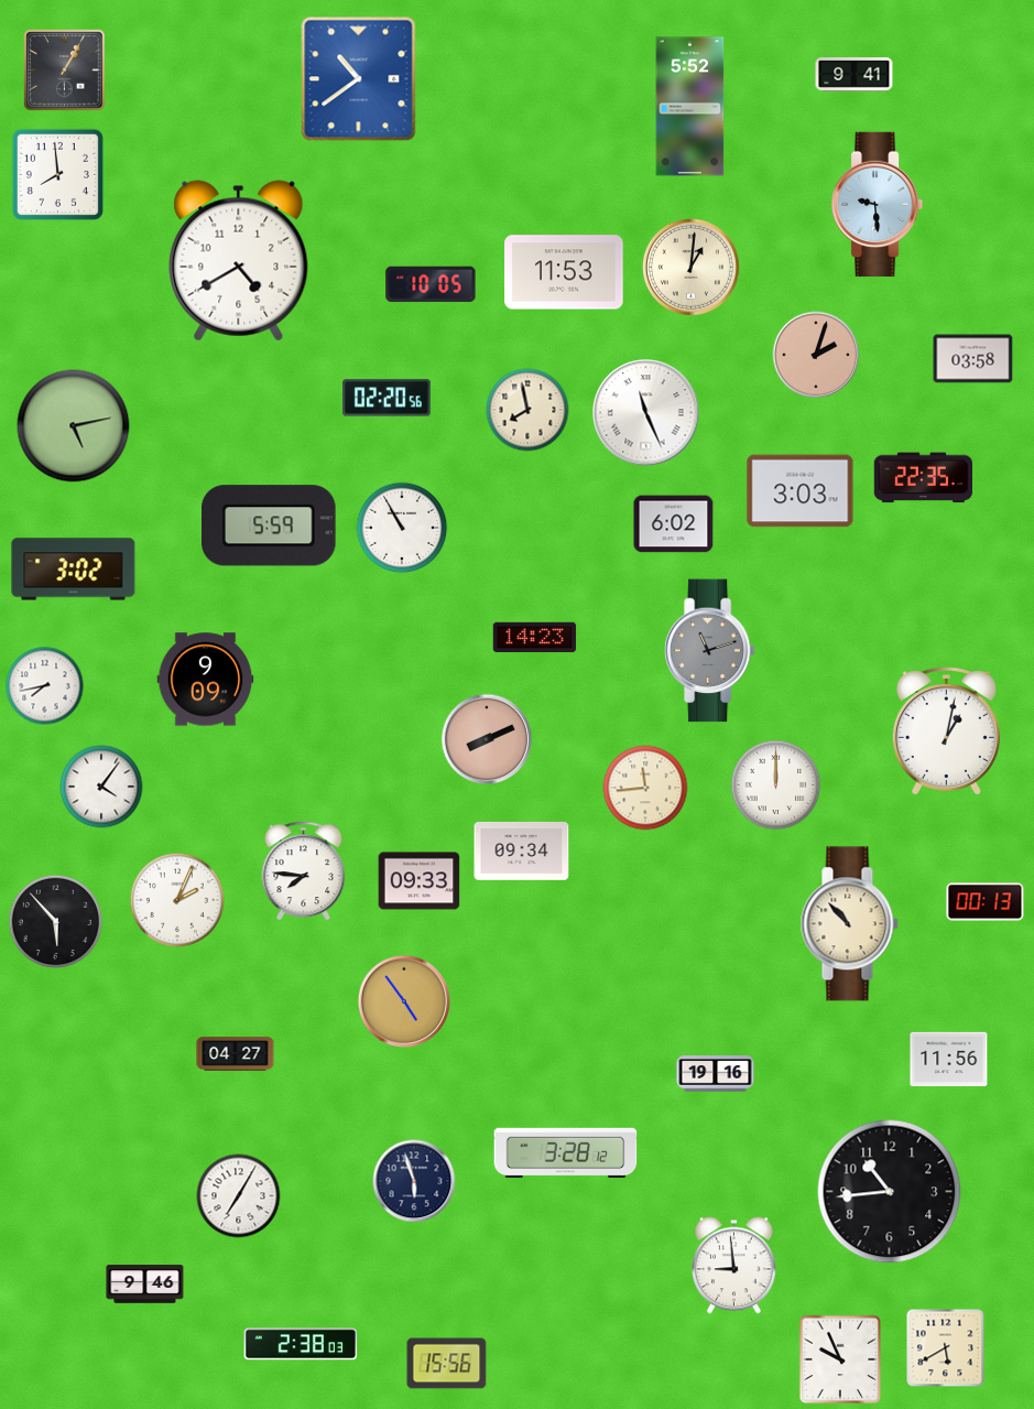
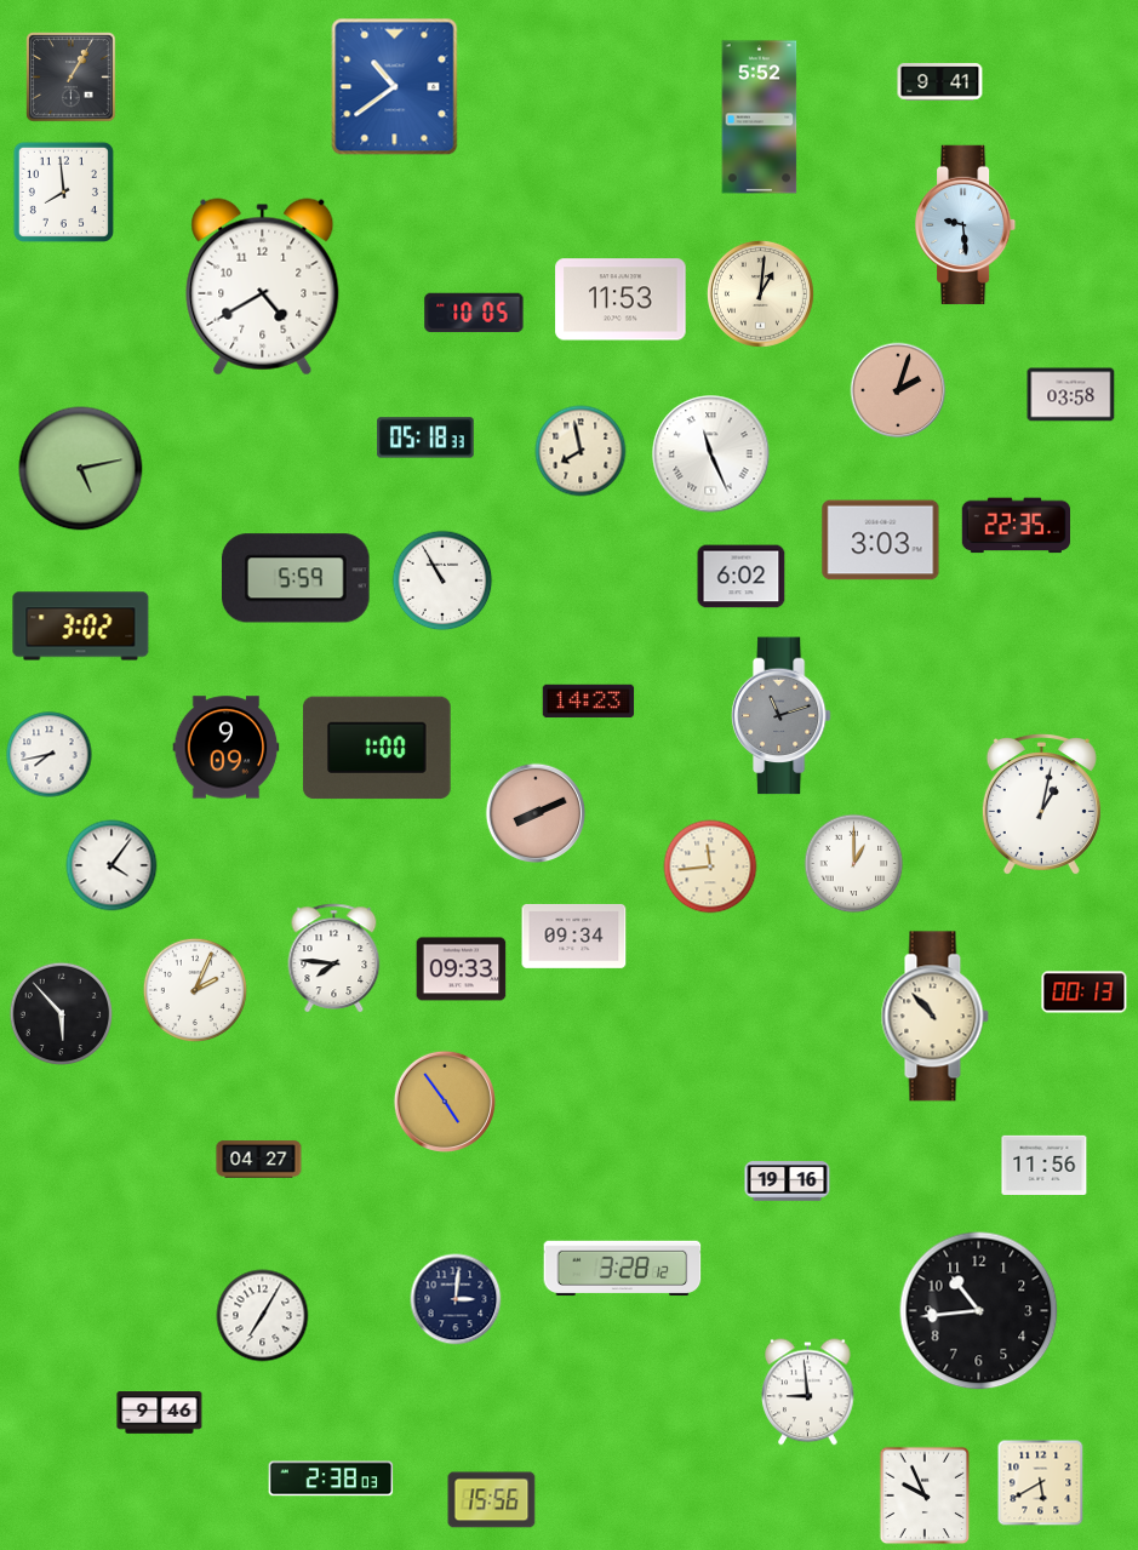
clock at (387, 398): 02:20 -> 05:18
clock at (377, 748): none -> 1:00
clock at (776, 785): 12:00 -> 1:00
clock at (414, 1181): 5:57 -> 3:01
